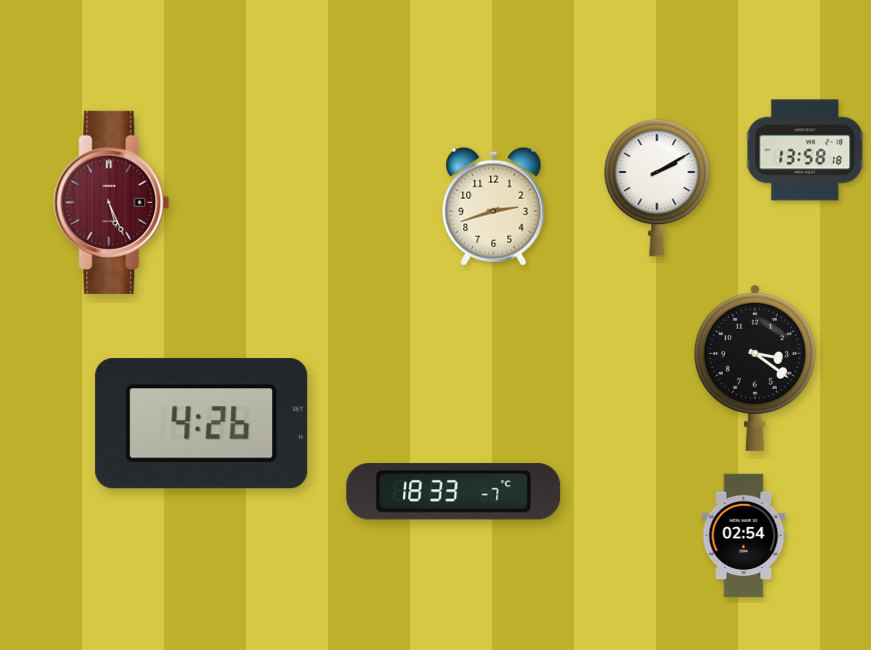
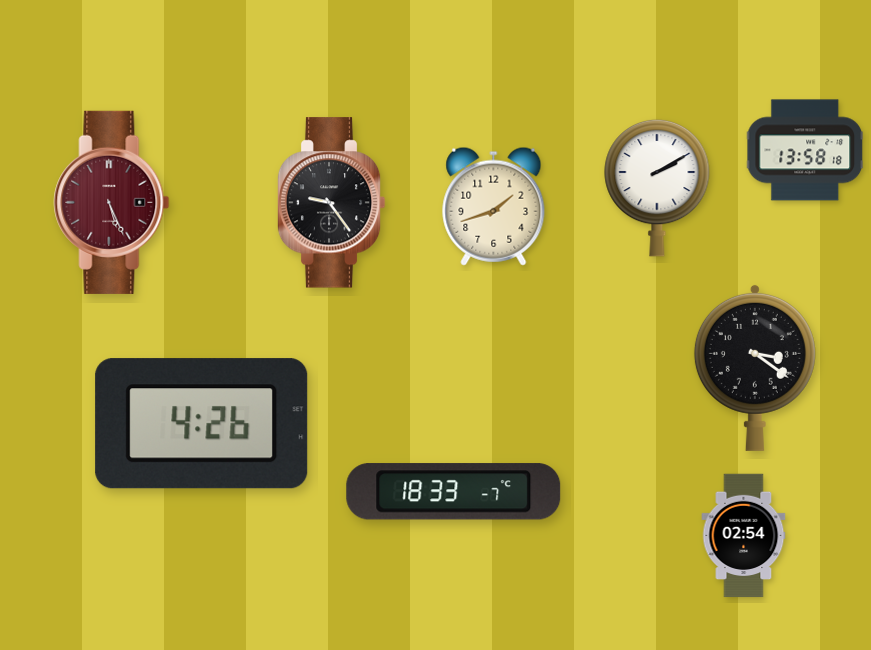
clock at (331, 203): none -> 9:24
clock at (494, 206): 2:42 -> 1:42
